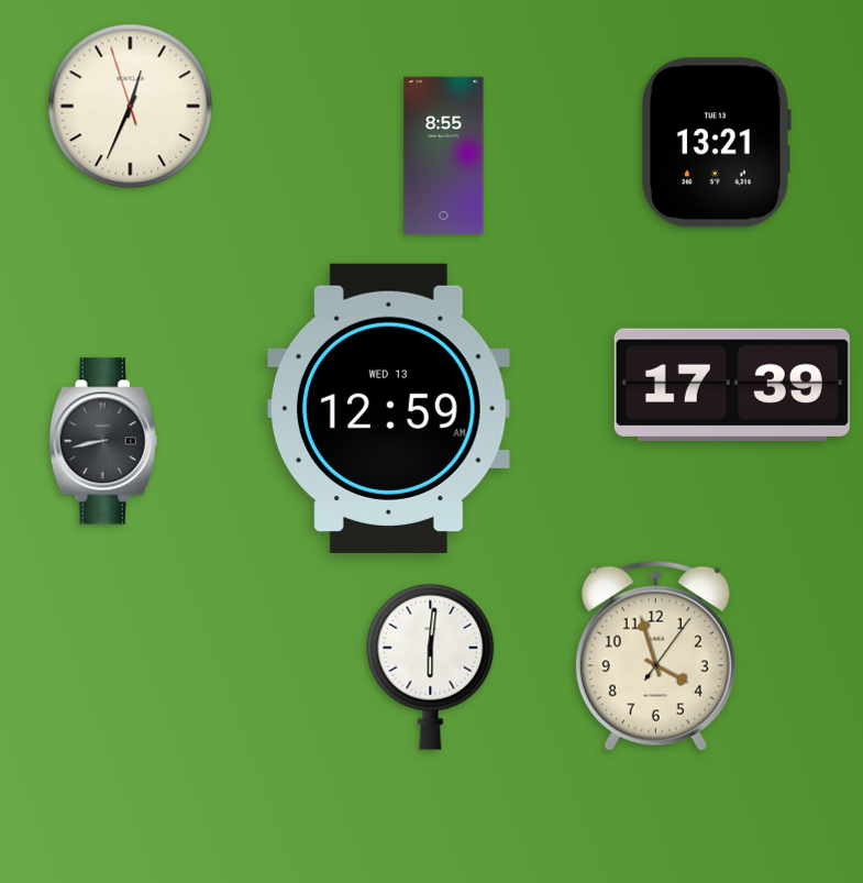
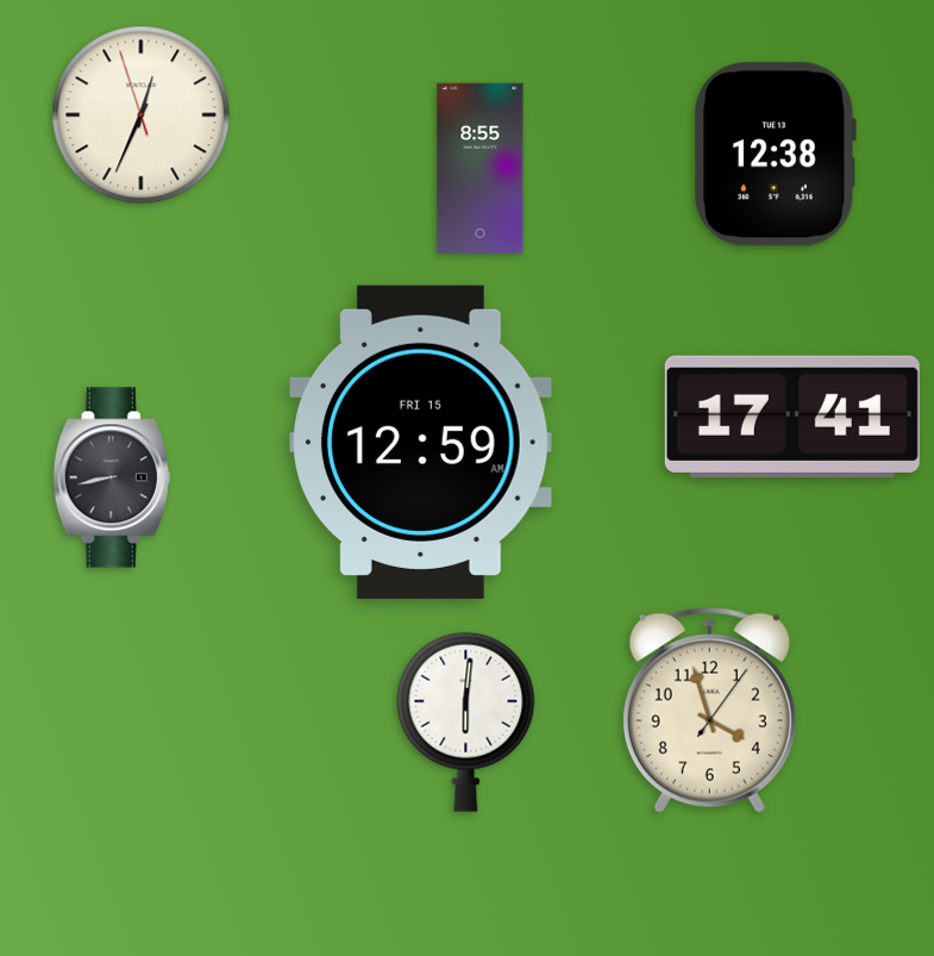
clock at (717, 143): 13:21 -> 12:38
clock at (732, 385): 17:39 -> 17:41
clock at (389, 408) date: WED 13 -> FRI 15
